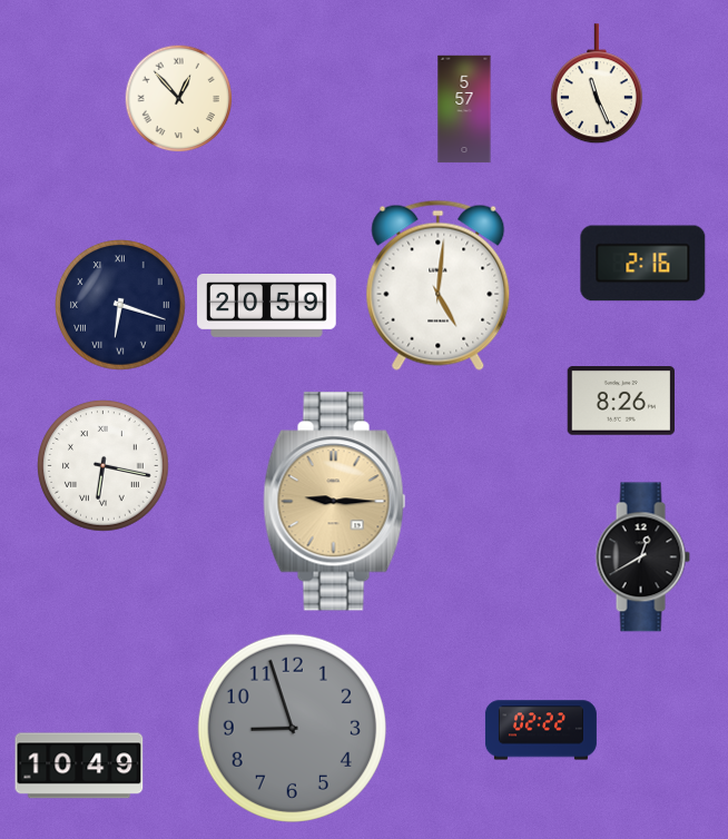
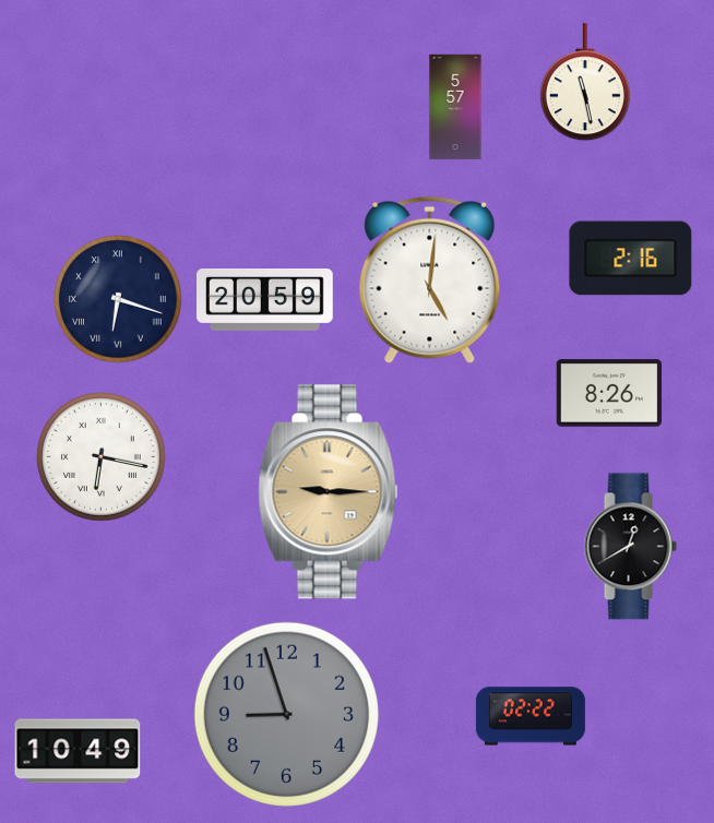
clock at (597, 85): 11:26 -> 11:28
clock at (179, 99): 12:53 -> none
clock at (267, 306) position: (267, 306) -> (265, 300)
